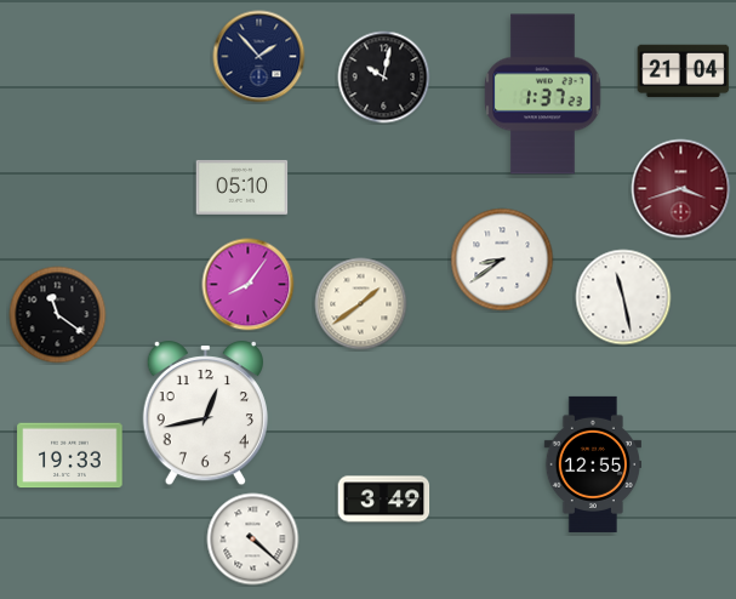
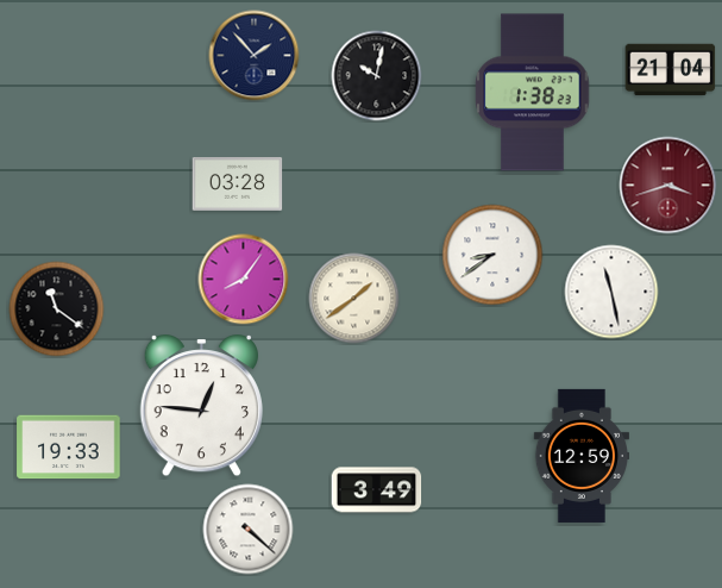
clock at (543, 95): 1:37 -> 1:38
clock at (243, 187): 05:10 -> 03:28
clock at (205, 415): 12:43 -> 12:46
clock at (592, 464): 12:55 -> 12:59
